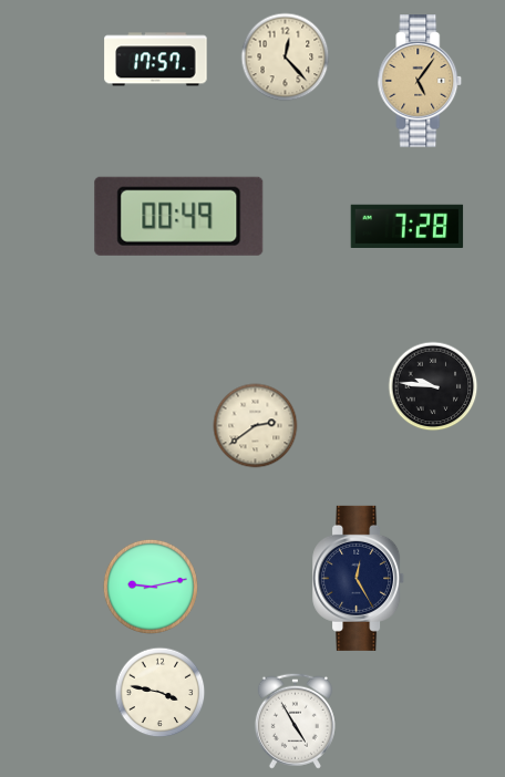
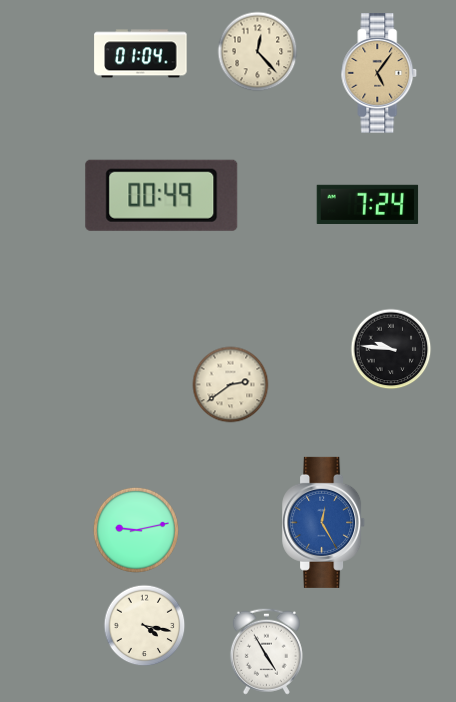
clock at (156, 60): 17:57 -> 01:04
clock at (408, 226): 7:28 -> 7:24
clock at (359, 578) dial: navy -> blue
clock at (161, 693): 3:47 -> 4:17
